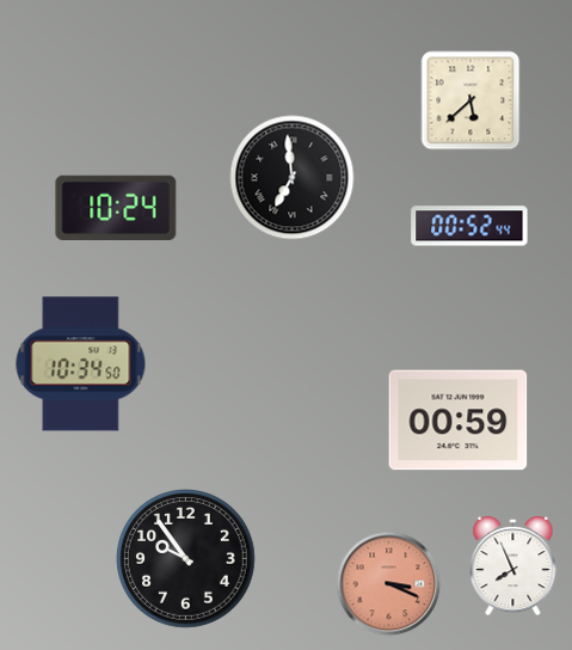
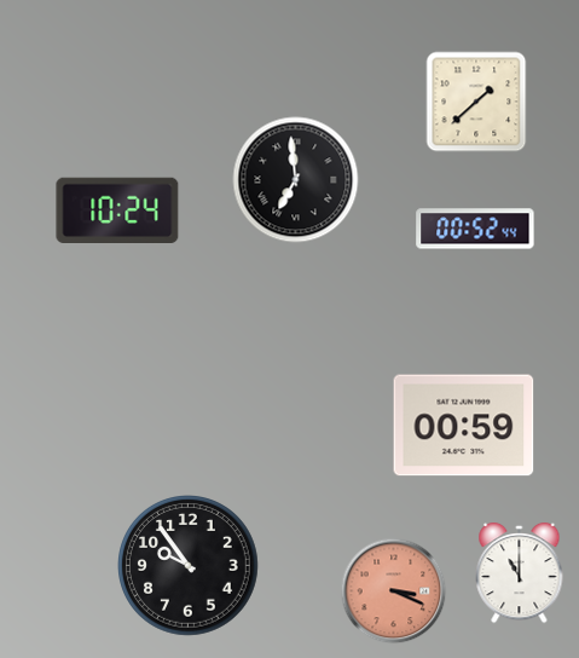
clock at (470, 100): 5:38 -> 1:38
clock at (81, 364): 10:34 -> none
clock at (513, 566): 7:56 -> 11:00
